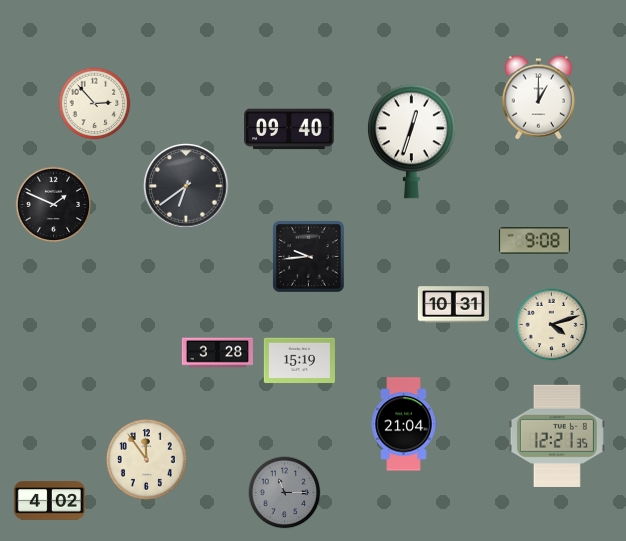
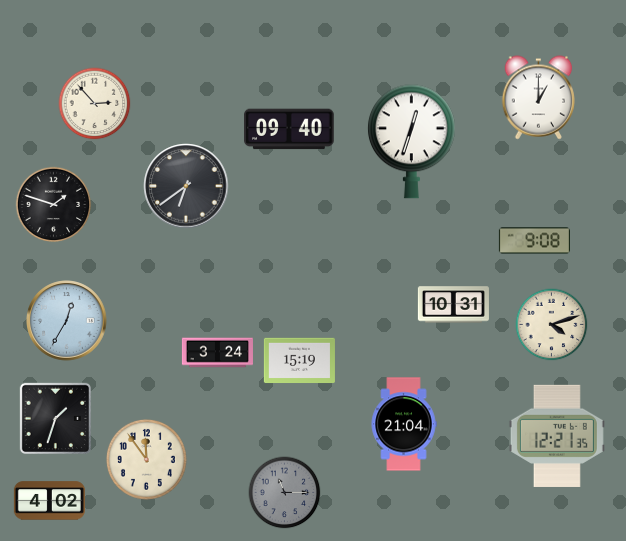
clock at (54, 205): 1:49 -> 1:48
clock at (309, 257): 9:44 -> none
clock at (67, 321): none -> 12:35
clock at (217, 353): 3:28 -> 3:24
clock at (55, 418): none -> 1:33
